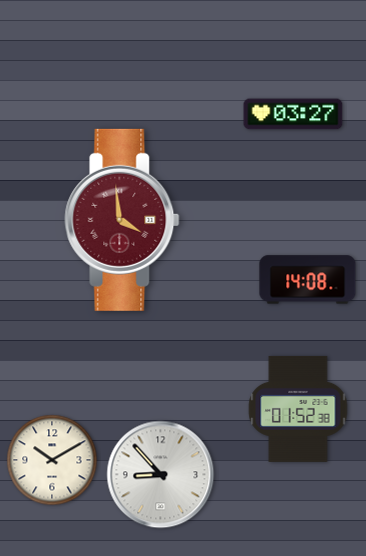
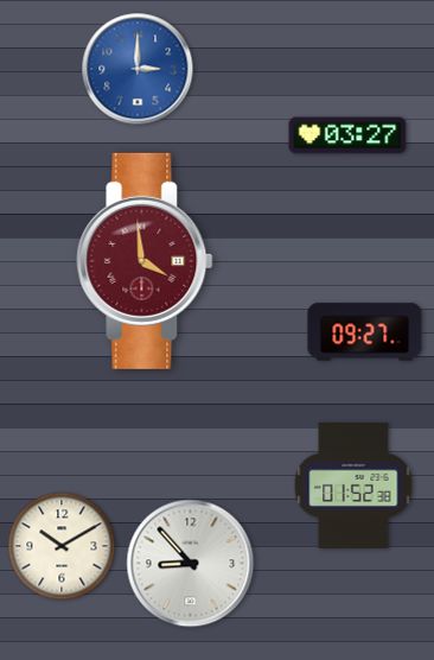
clock at (138, 69): none -> 3:00
clock at (308, 280): 14:08 -> 09:27
